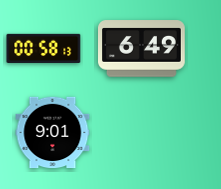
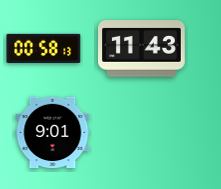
clock at (142, 49): 6:49 -> 11:43
